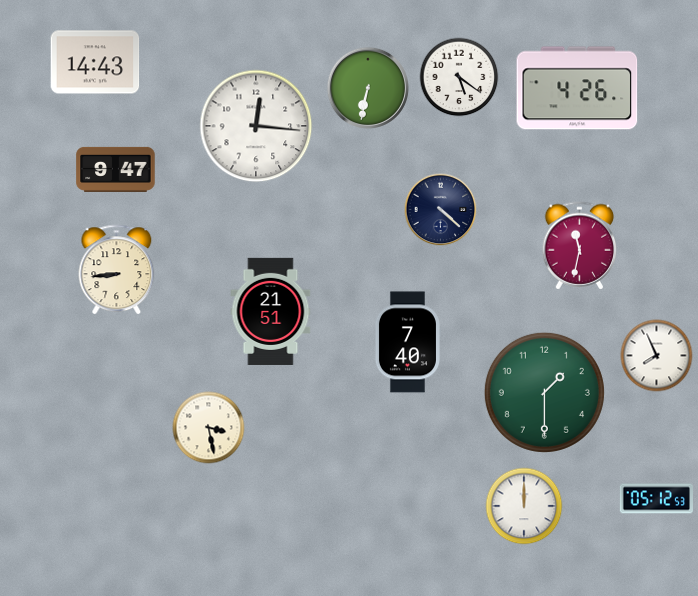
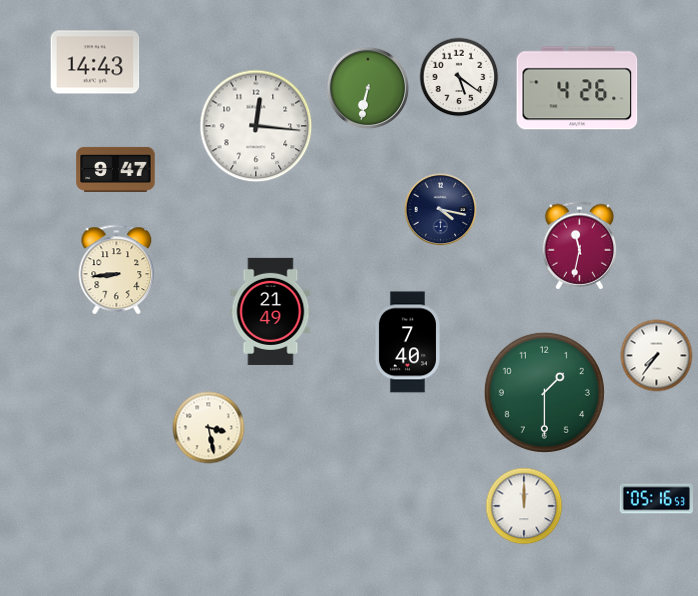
clock at (441, 210): 4:22 -> 4:17
clock at (271, 311): 21:51 -> 21:49
clock at (657, 356): 7:56 -> 7:36
clock at (657, 499): 05:12 -> 05:16
